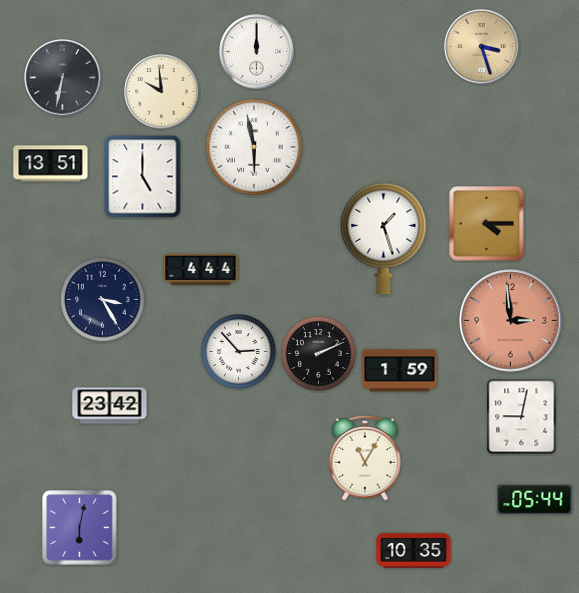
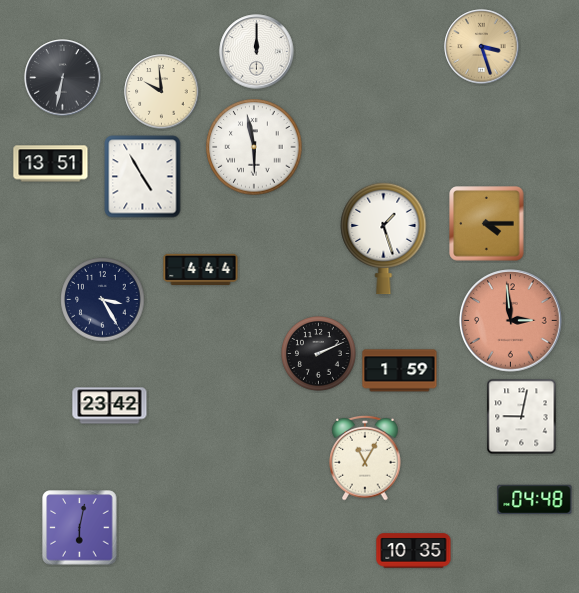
clock at (143, 177): 5:00 -> 4:55
clock at (239, 352): 2:53 -> none
clock at (535, 500): 05:44 -> 04:48
